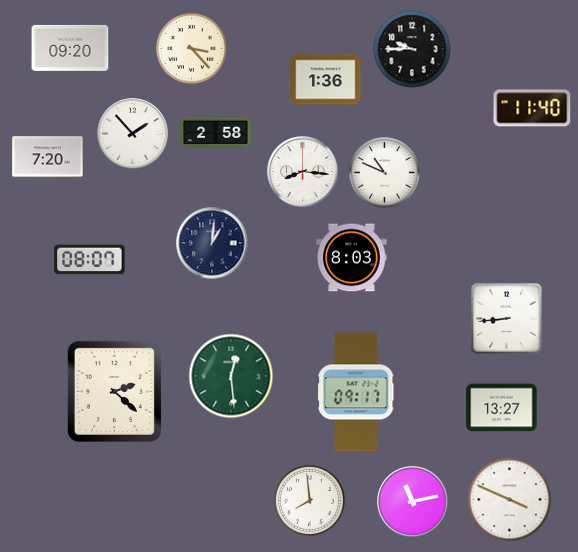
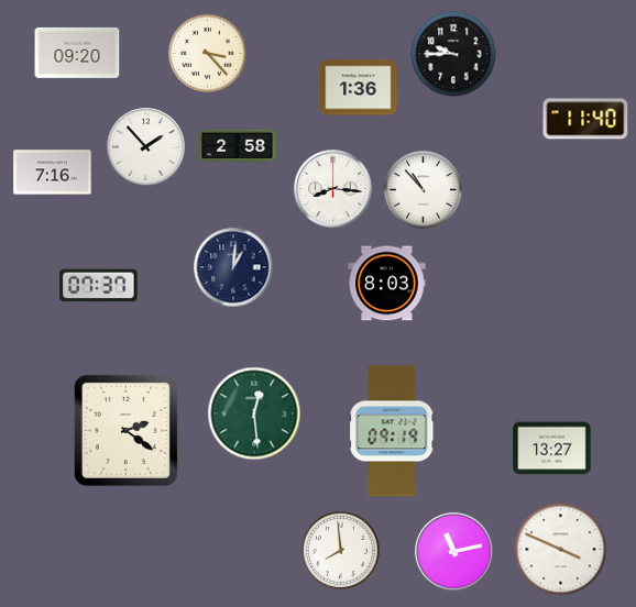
clock at (191, 48) position: (191, 48) -> (207, 53)
clock at (48, 157): 7:20 -> 7:16
clock at (384, 172): 10:49 -> 10:53
clock at (90, 260): 08:07 -> 07:37
clock at (507, 319): 8:44 -> none
clock at (114, 391): 2:22 -> 2:21
clock at (356, 392): 09:17 -> 09:19
